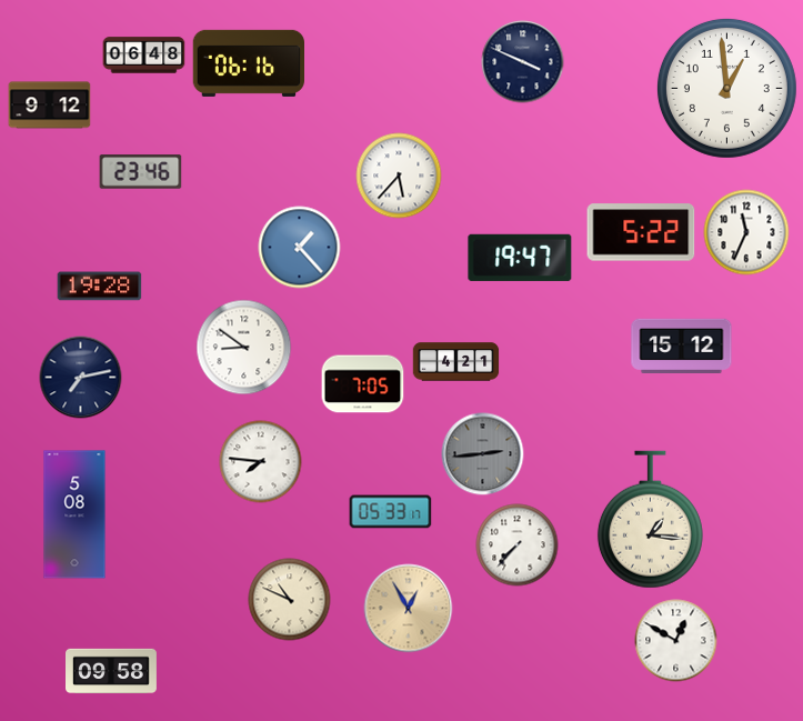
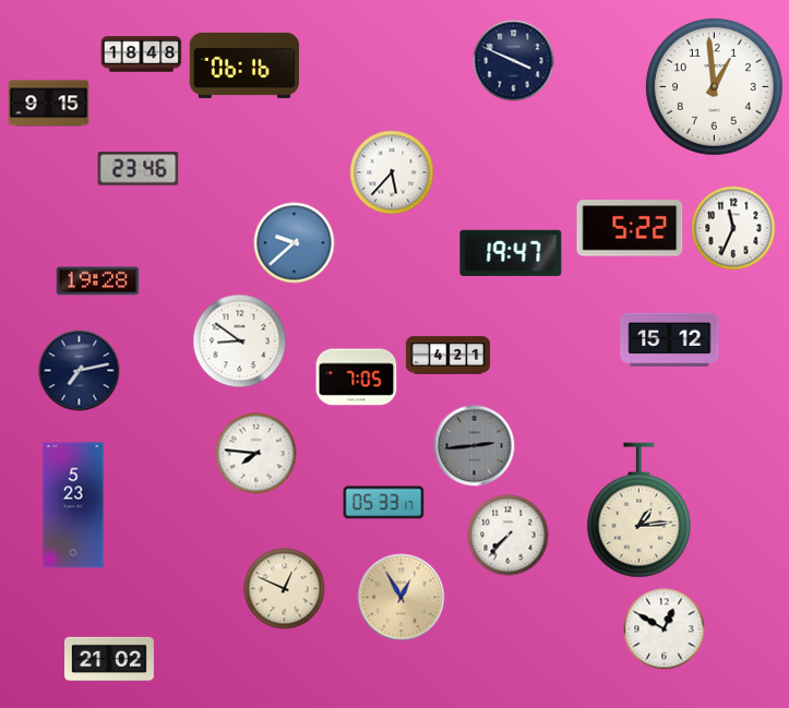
clock at (144, 56): 06:48 -> 18:48
clock at (248, 63) position: (248, 63) -> (243, 65)
clock at (50, 106): 9:12 -> 9:15
clock at (300, 248): 1:23 -> 9:38
clock at (74, 514): 5:08 -> 5:23
clock at (650, 520): 1:16 -> 1:14
clock at (290, 600): 10:49 -> 12:49
clock at (112, 671): 09:58 -> 21:02
